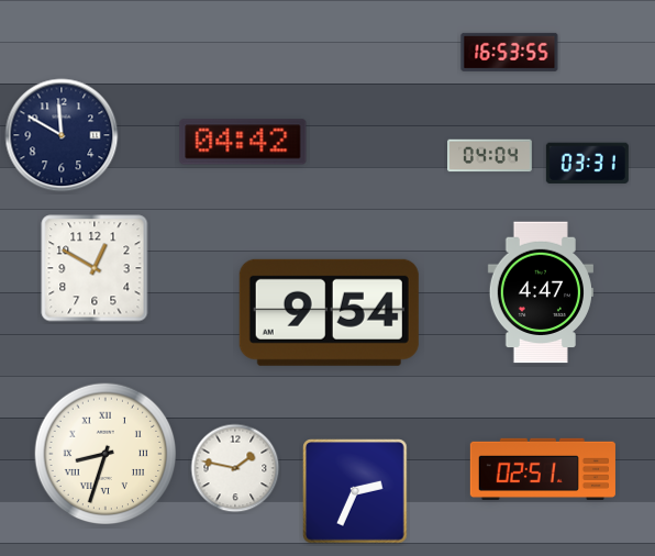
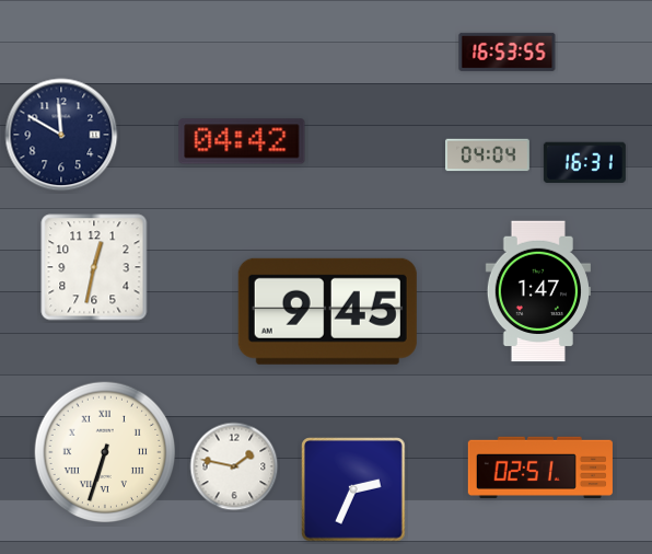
clock at (587, 163): 03:31 -> 16:31
clock at (95, 268): 12:50 -> 12:32
clock at (541, 292): 4:47 -> 1:47
clock at (329, 312): 9:54 -> 9:45
clock at (106, 454): 8:33 -> 6:33
